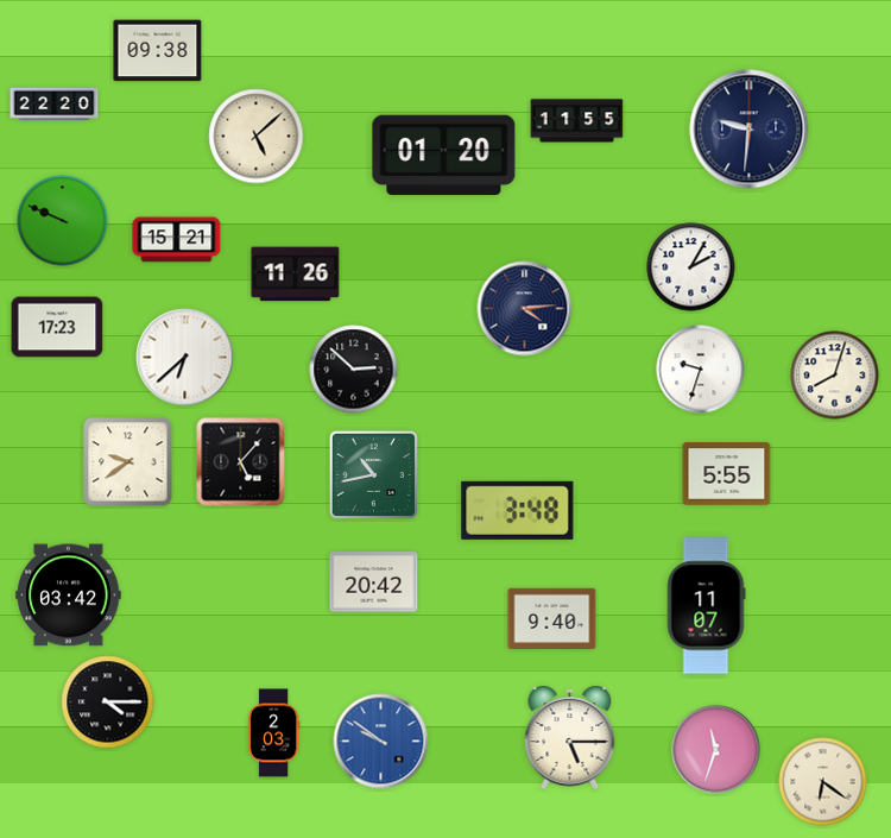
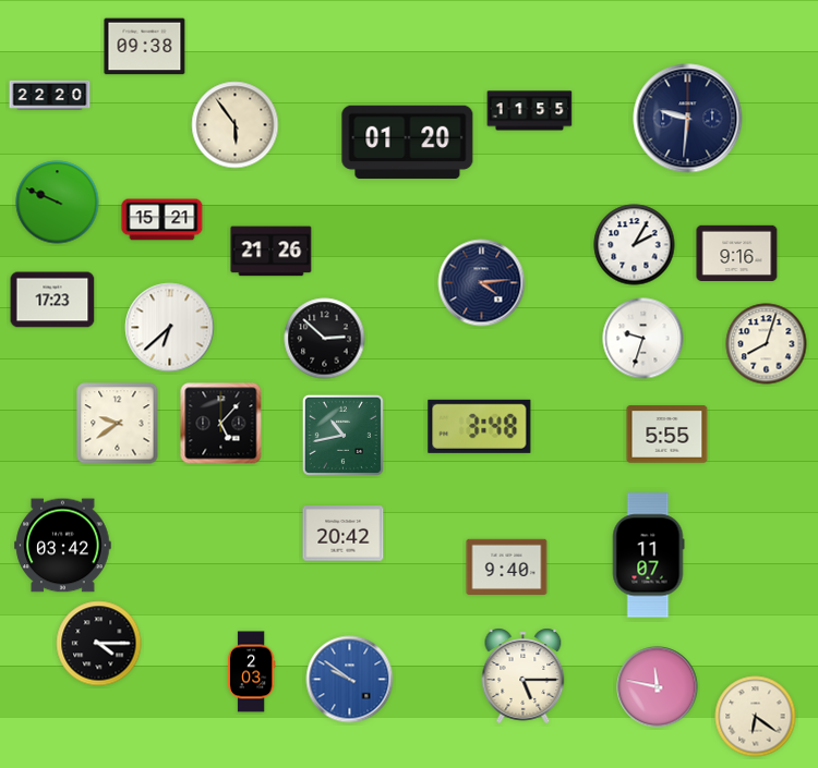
clock at (257, 137): 5:08 -> 5:54
clock at (296, 275): 11:26 -> 21:26
clock at (737, 253): none -> 9:16
clock at (518, 510) position: (518, 510) -> (480, 426)
clock at (716, 750): 11:33 -> 11:47
